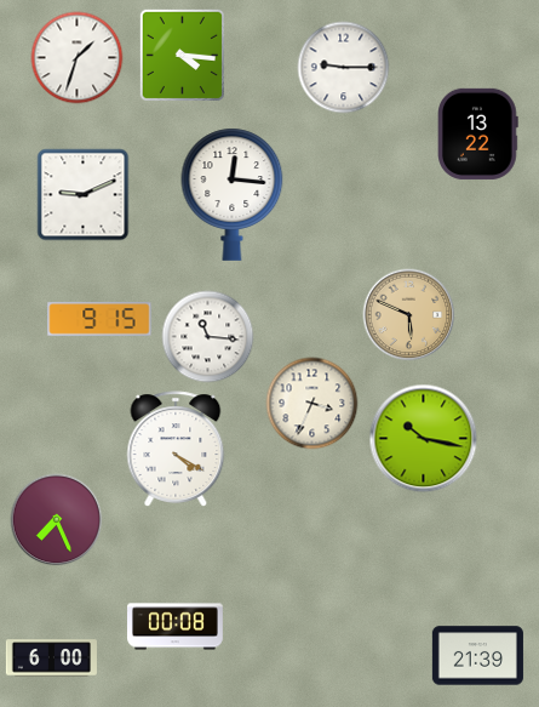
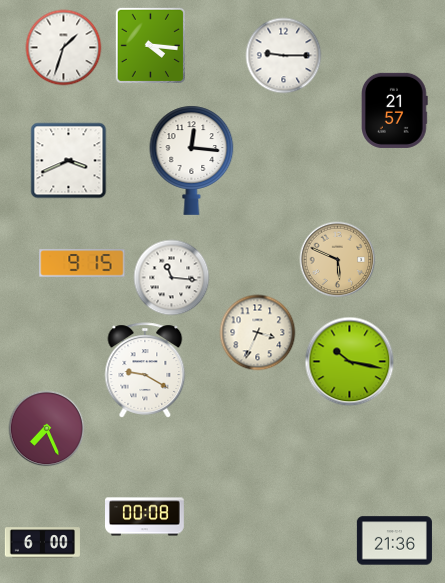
clock at (478, 133): 13:22 -> 21:57
clock at (84, 195): 9:11 -> 3:41
clock at (176, 449): 4:20 -> 9:20
clock at (477, 656): 21:39 -> 21:36
